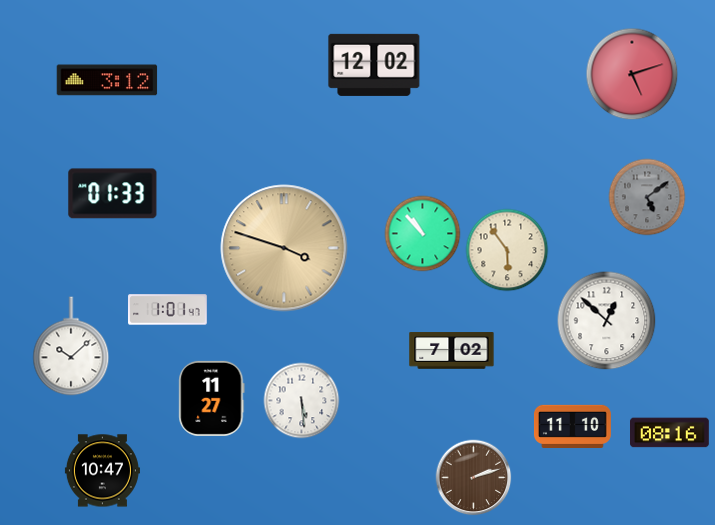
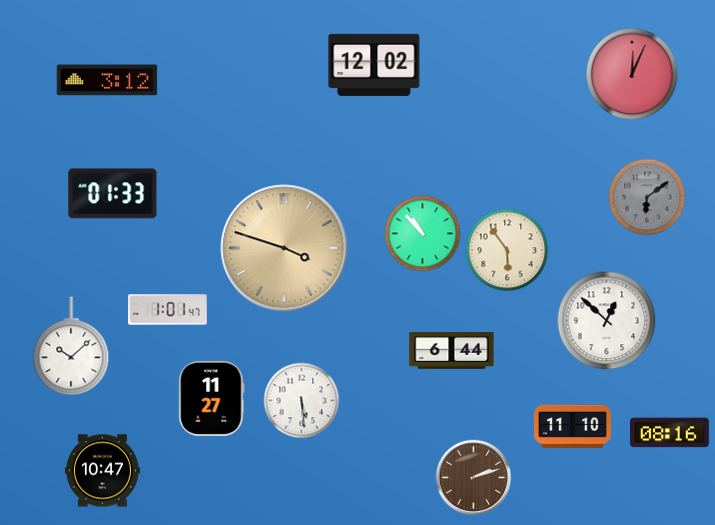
clock at (632, 74): 5:12 -> 12:04
clock at (647, 197): 5:09 -> 6:09
clock at (452, 351): 7:02 -> 6:44
